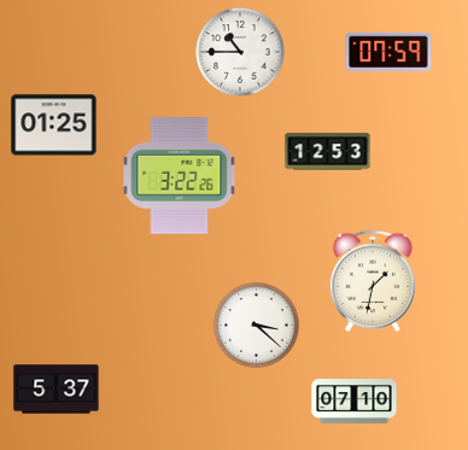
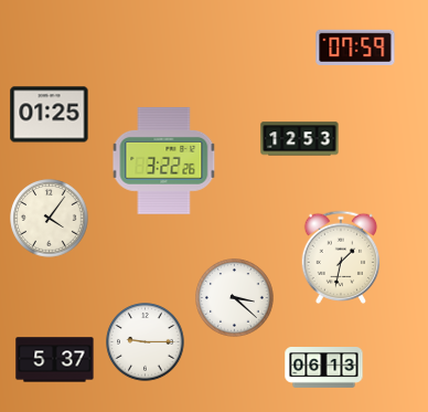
clock at (240, 52): 10:45 -> none
clock at (50, 219): none -> 4:06
clock at (146, 342): none -> 9:15
clock at (57, 390) position: (57, 390) -> (55, 360)
clock at (355, 402): 07:10 -> 06:13
